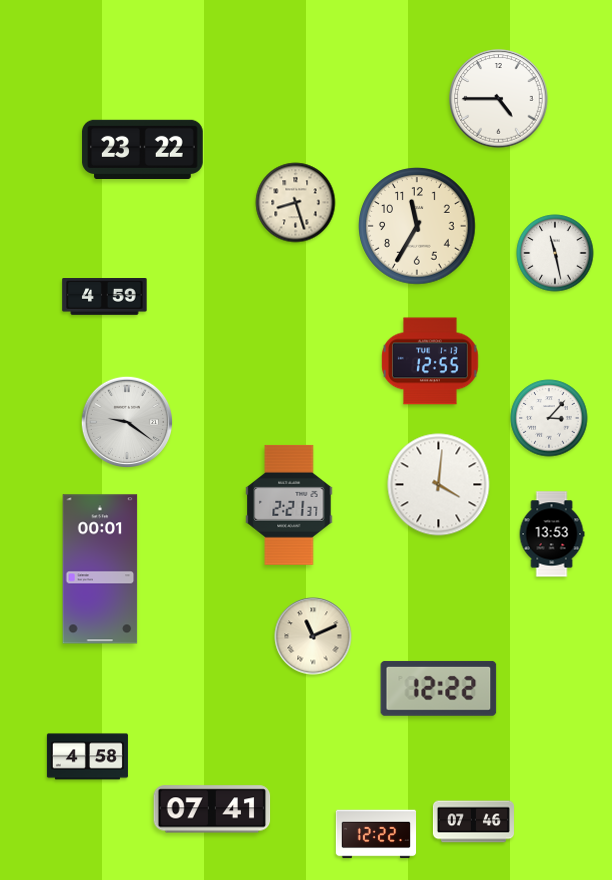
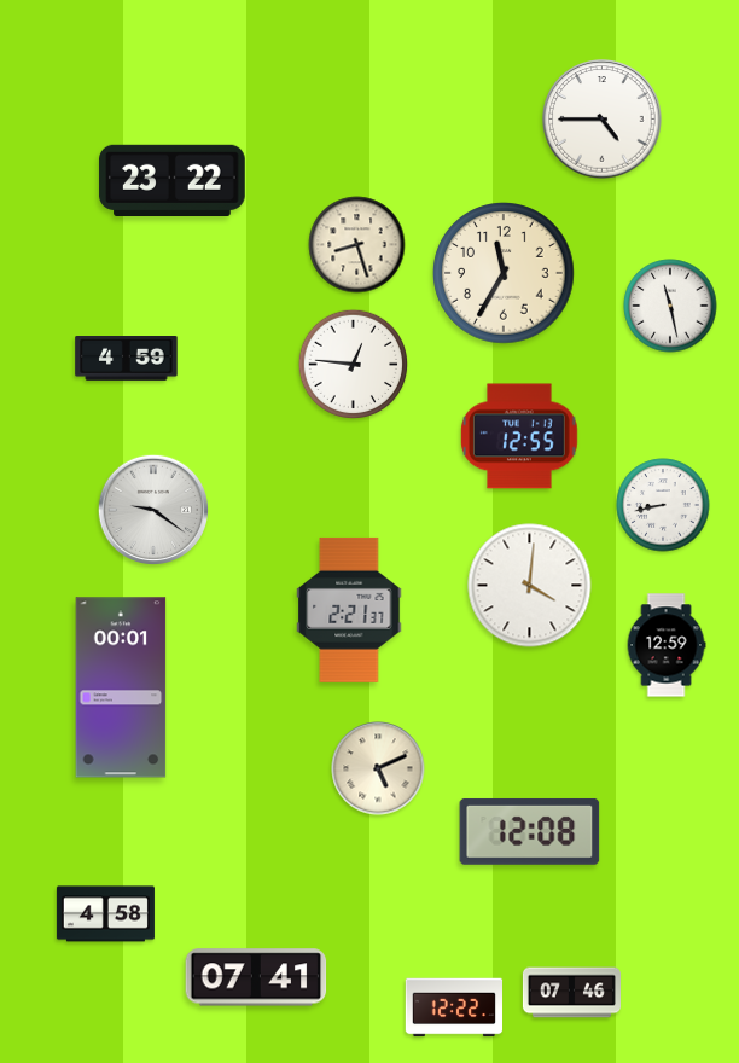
clock at (354, 365): none -> 12:46
clock at (549, 418): 3:07 -> 8:43
clock at (552, 534): 13:53 -> 12:59
clock at (313, 636): 11:11 -> 5:11
clock at (439, 688): 12:22 -> 12:08
